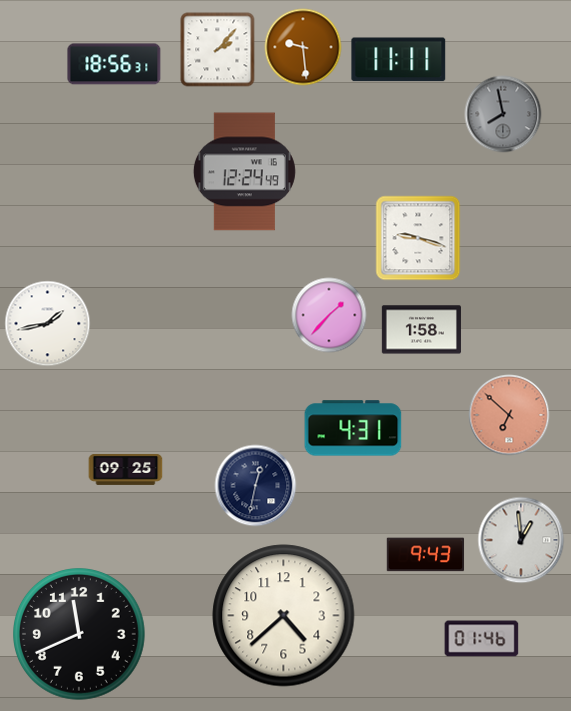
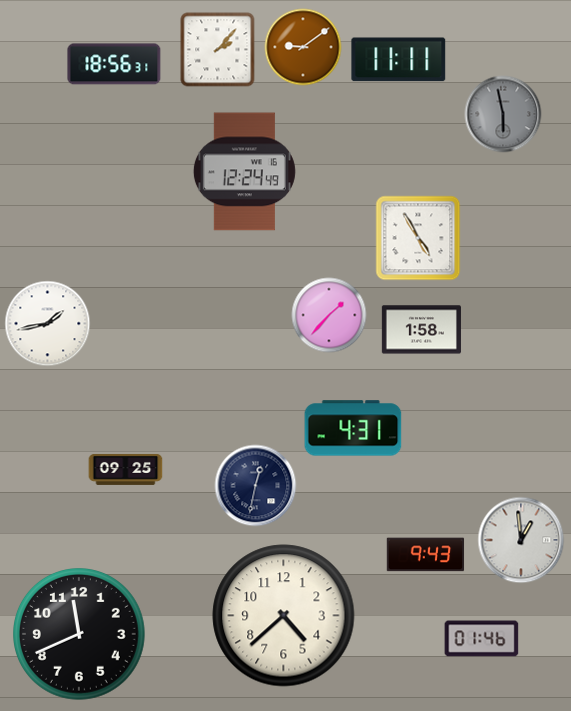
clock at (303, 47): 9:29 -> 9:09
clock at (503, 114): 7:58 -> 5:58
clock at (418, 238): 9:18 -> 4:55
clock at (509, 415): 6:52 -> none
